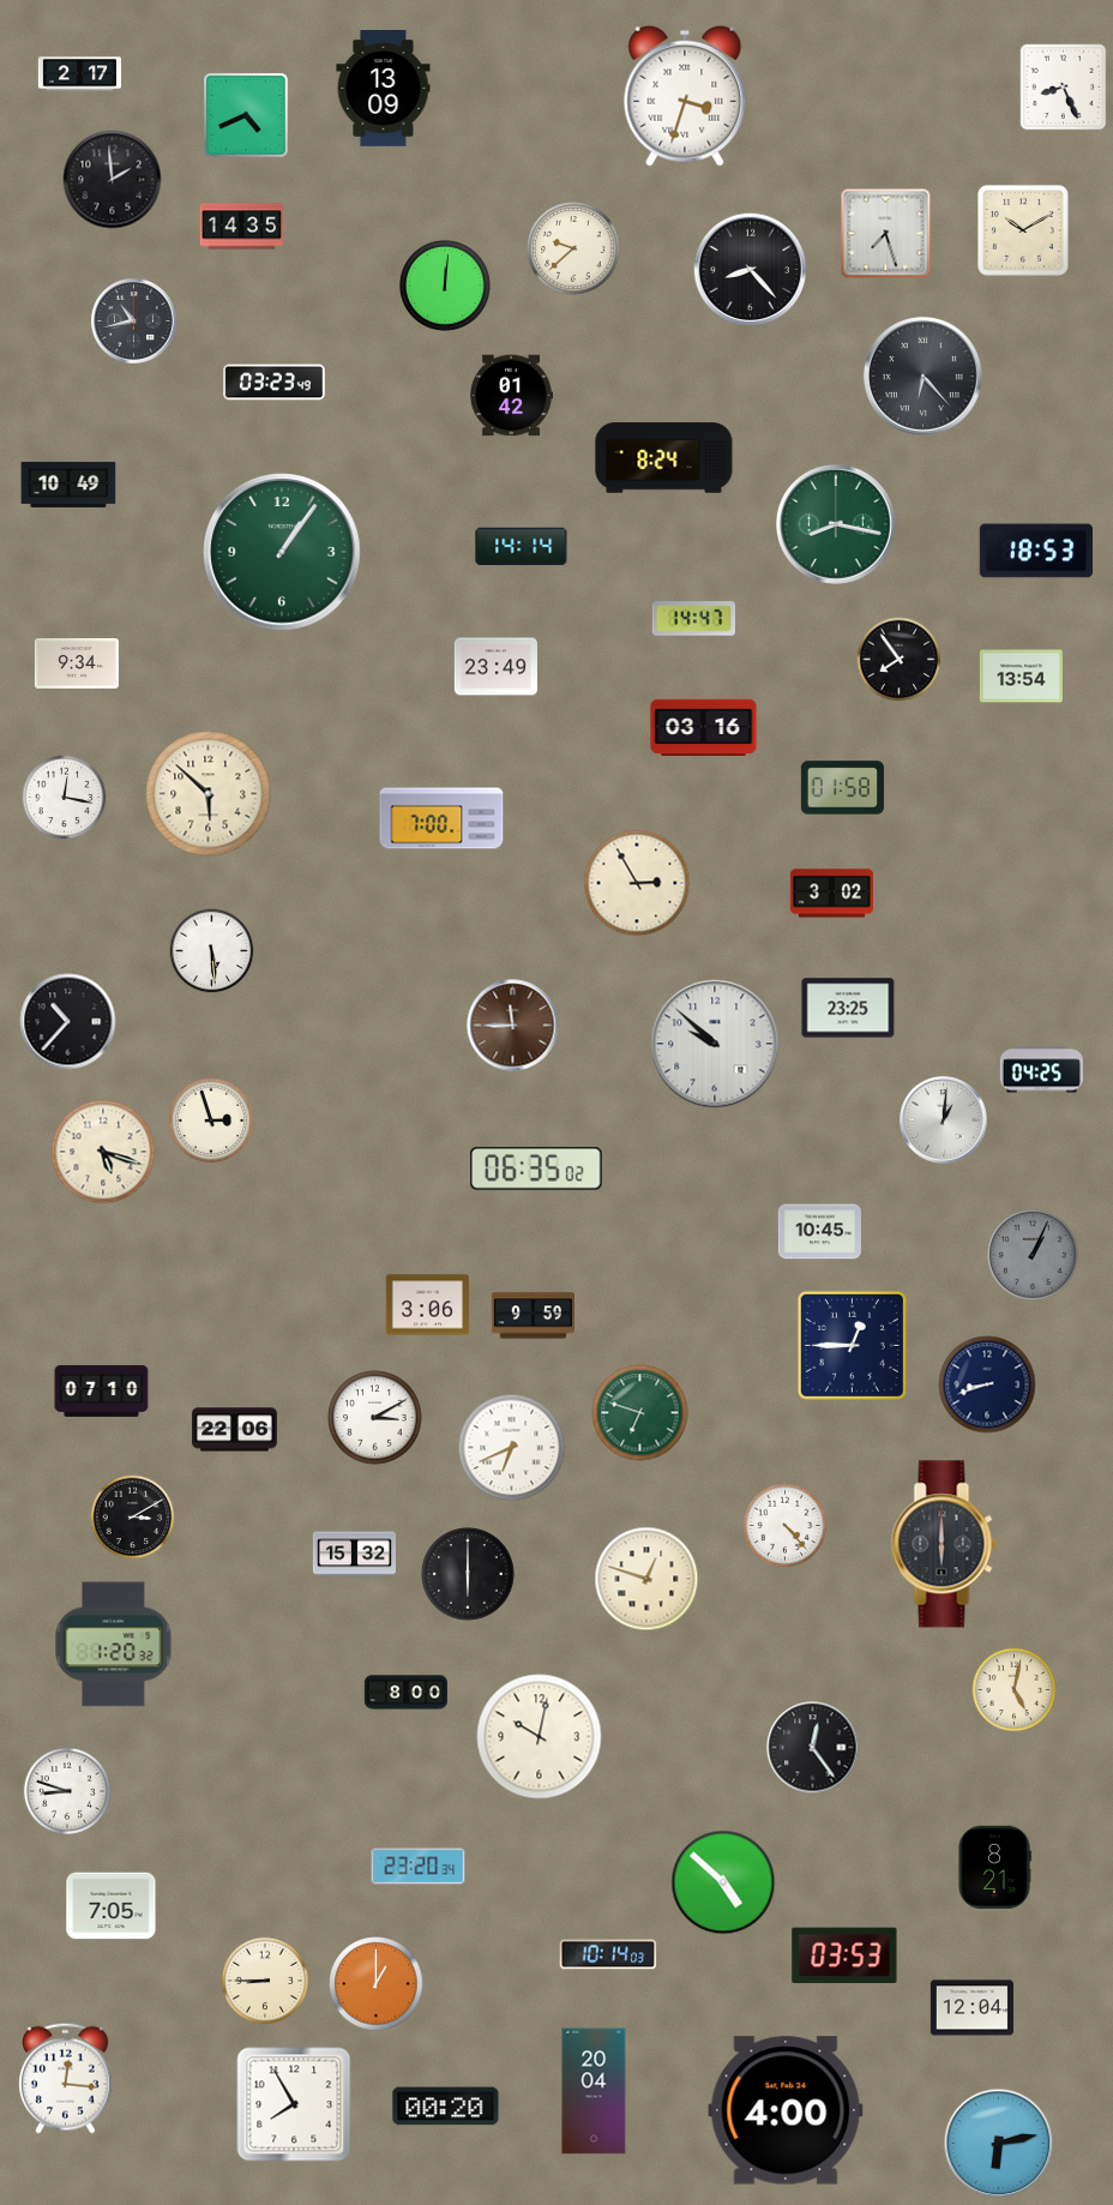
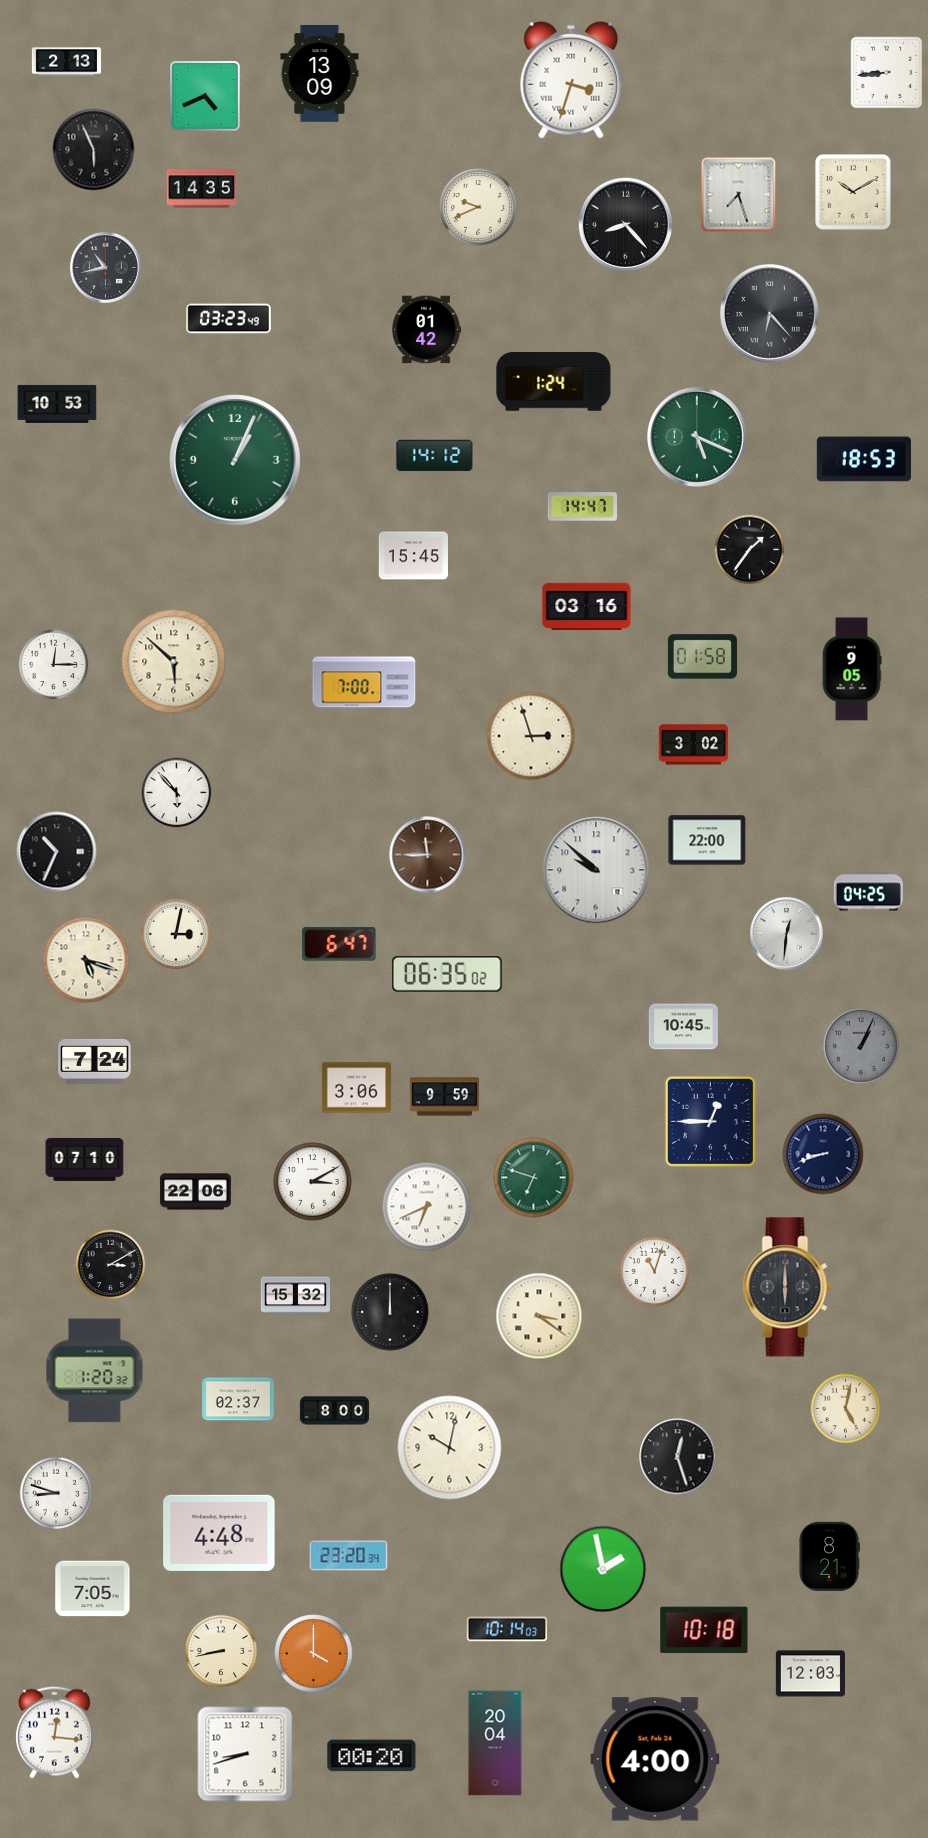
clock at (79, 74): 2:17 -> 2:13
clock at (1064, 88): 8:26 -> 8:44
clock at (113, 180): 1:59 -> 5:56
clock at (573, 248): 9:38 -> 9:41
clock at (446, 287): 12:01 -> none
clock at (134, 322) position: (134, 322) -> (106, 268)
clock at (664, 458): 8:24 -> 1:24
clock at (68, 485): 10:49 -> 10:53
clock at (837, 525): 8:17 -> 5:19
clock at (522, 547): 14:14 -> 14:12
clock at (282, 552): 1:06 -> 1:04
clock at (693, 619) position: (693, 619) -> (582, 507)
clock at (900, 660): 7:54 -> 1:36
clock at (77, 665): 9:34 -> none
clock at (495, 667): 23:49 -> 15:45
clock at (1021, 677): 13:54 -> none
clock at (65, 798): 12:17 -> 12:15
clock at (852, 669): none -> 9:05
clock at (441, 818) position: (441, 818) -> (364, 682)
clock at (637, 883): 2:55 -> 2:57
clock at (212, 951): 5:29 -> 5:53
clock at (848, 1008): 23:25 -> 22:00
clock at (68, 1022): 10:37 -> 10:34
clock at (211, 1120): 2:57 -> 3:02
clock at (944, 1120): 1:01 -> 12:31
clock at (339, 944): none -> 6:47
clock at (95, 1061): none -> 7:24
clock at (786, 1526): 4:23 -> 11:03
clock at (468, 1574): 6:00 -> 12:00
clock at (646, 1579): 12:48 -> 3:21
clock at (238, 1399): none -> 02:37
clock at (405, 1693) position: (405, 1693) -> (334, 1411)
clock at (813, 1748): 12:24 -> 12:27
clock at (219, 1533): none -> 4:48
clock at (723, 1882): 4:52 -> 1:58
clock at (844, 1955): 03:53 -> 10:18
clock at (265, 1981): 8:45 -> 8:43
clock at (377, 1984): 1:00 -> 4:00
clock at (971, 2008): 12:04 -> 12:03
clock at (294, 2104): 7:55 -> 8:42
clock at (999, 2144): 6:13 -> none
